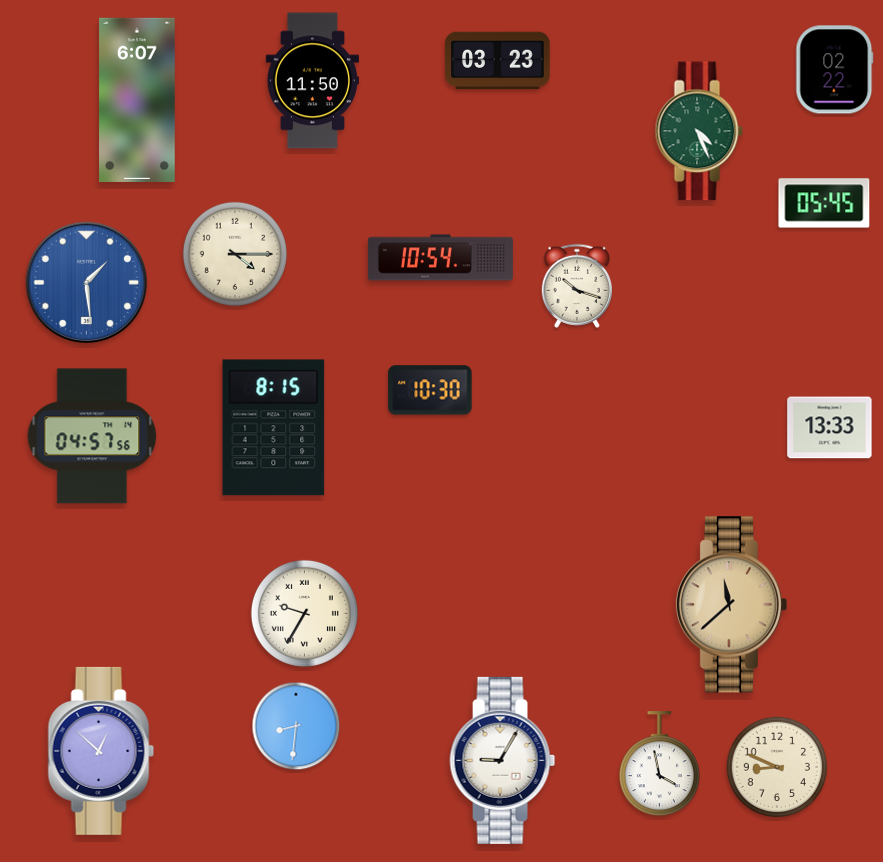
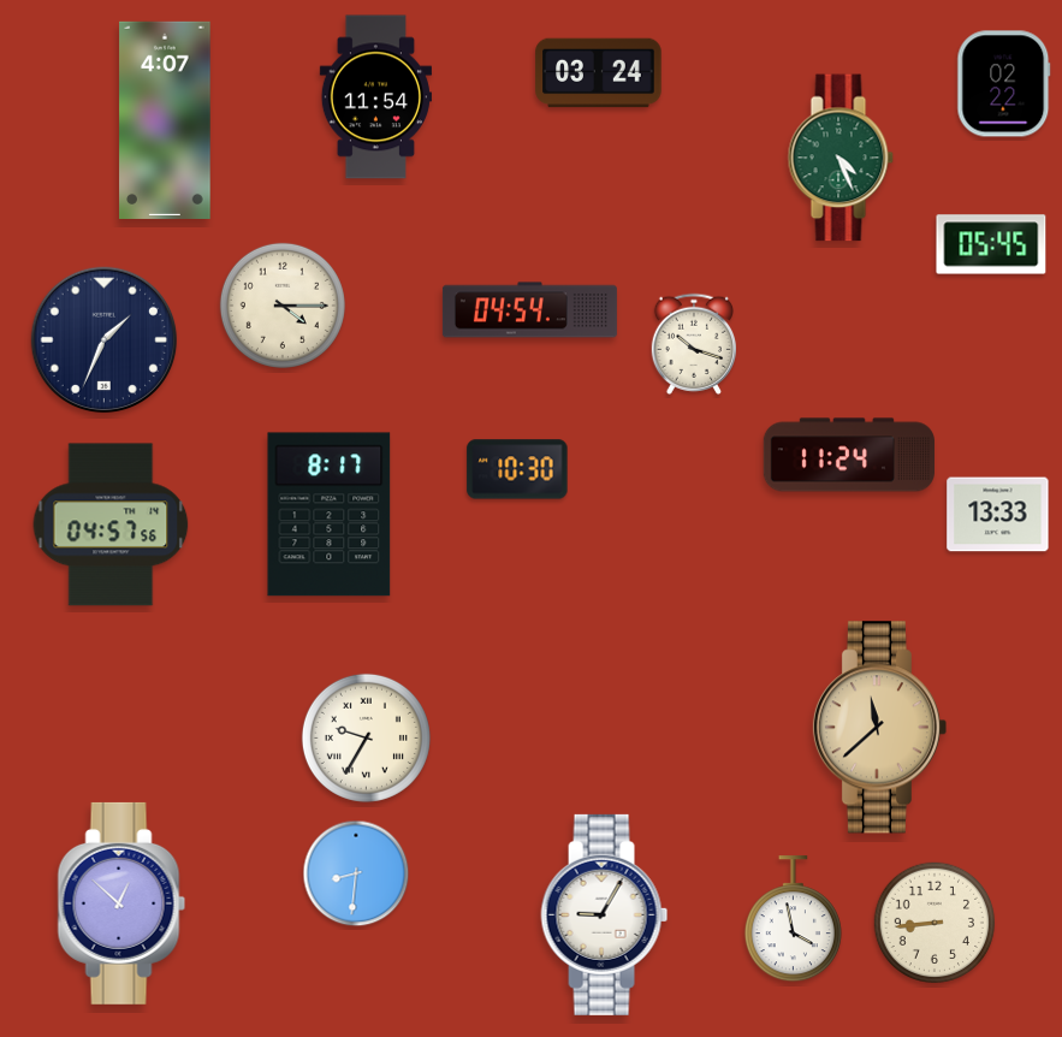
clock at (498, 61): 03:23 -> 03:24
clock at (312, 81): 11:50 -> 11:54
clock at (137, 100): 6:07 -> 4:07
clock at (440, 258): 10:54 -> 04:54
clock at (87, 283): 1:29 -> 1:34
clock at (87, 283) dial: blue -> navy
clock at (849, 455): none -> 11:24
clock at (274, 428): 8:15 -> 8:17
clock at (776, 766): 8:49 -> 8:44
